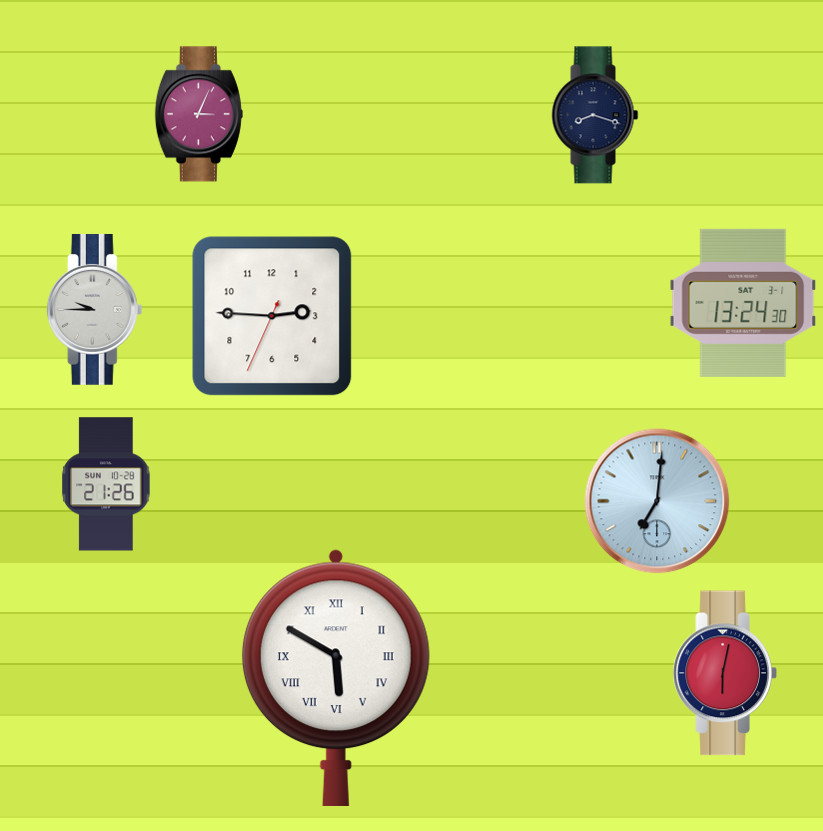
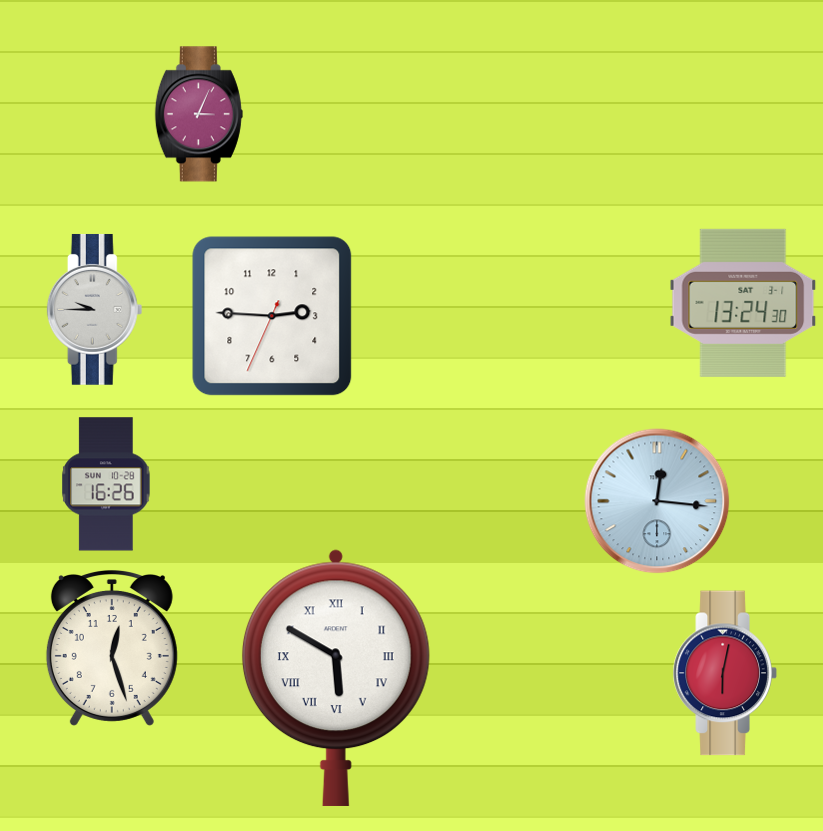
clock at (595, 115): 8:18 -> none
clock at (106, 484): 21:26 -> 16:26
clock at (657, 501): 7:01 -> 12:16
clock at (112, 649): none -> 12:27
